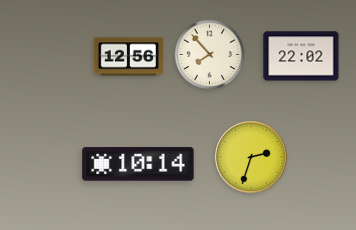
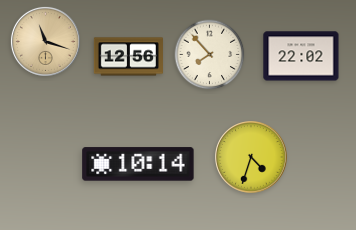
clock at (45, 41): none -> 11:18
clock at (251, 157): 2:33 -> 4:33
